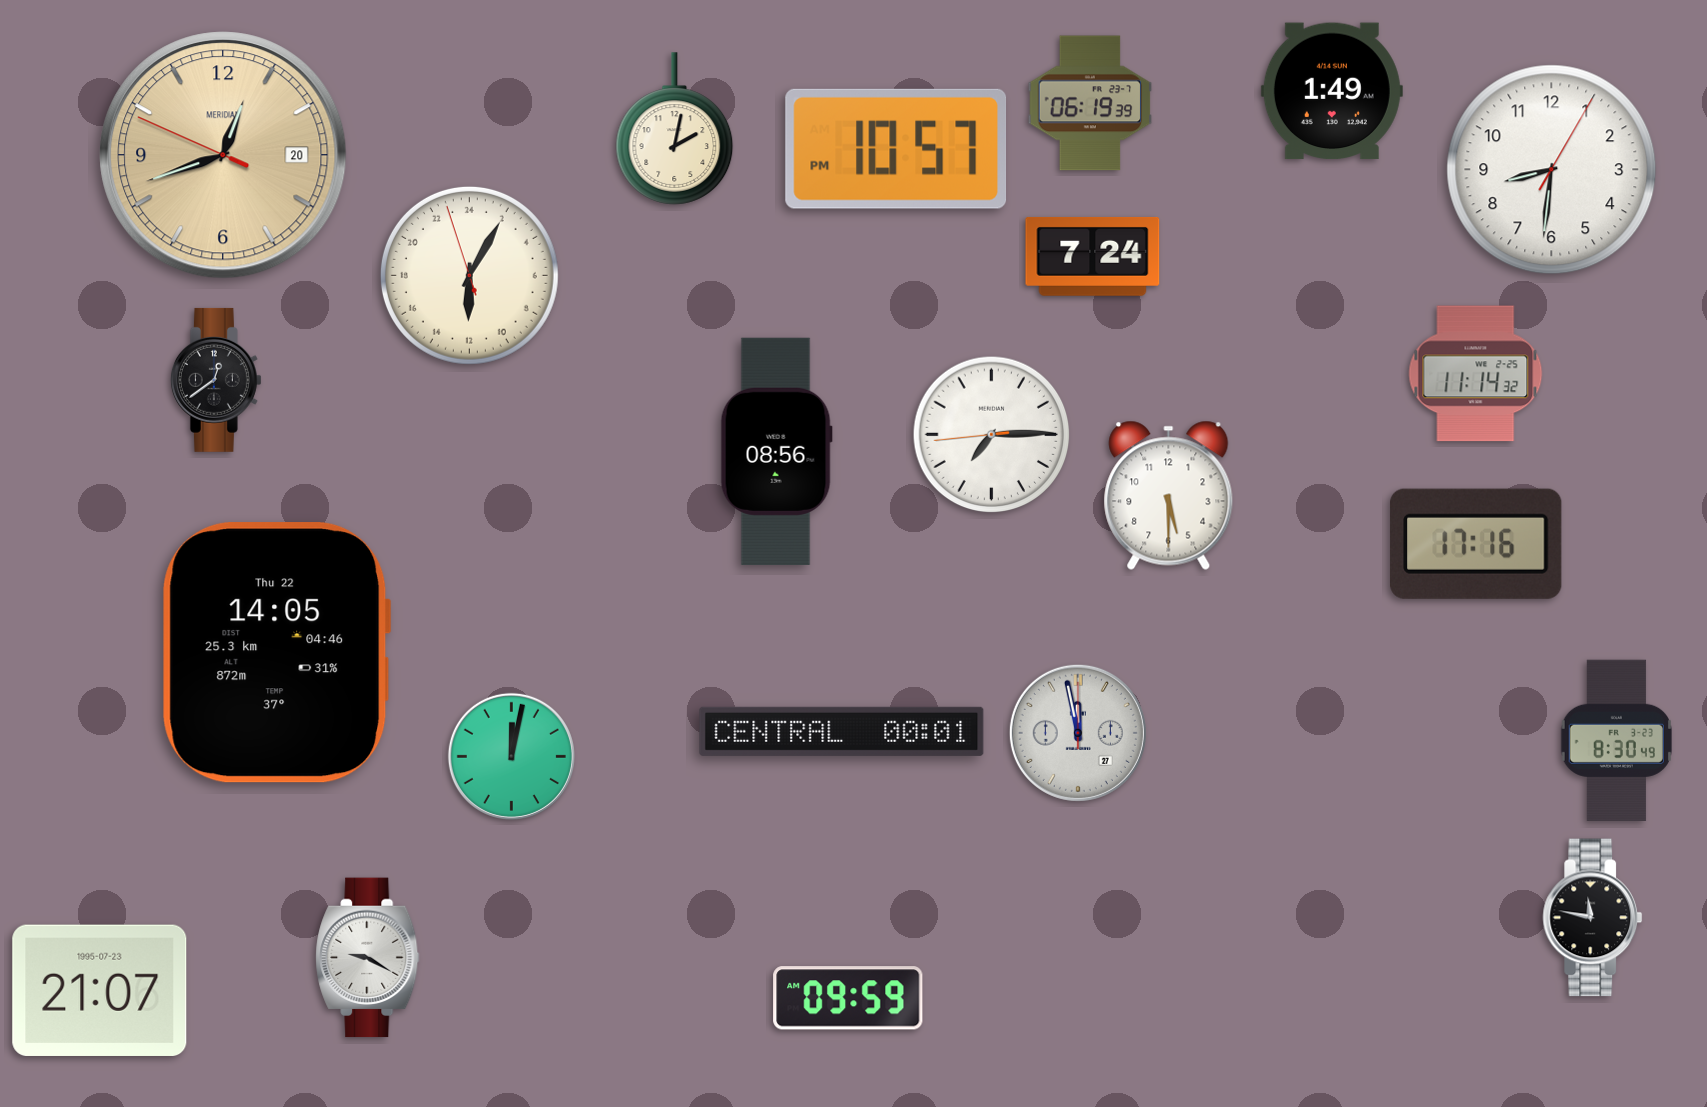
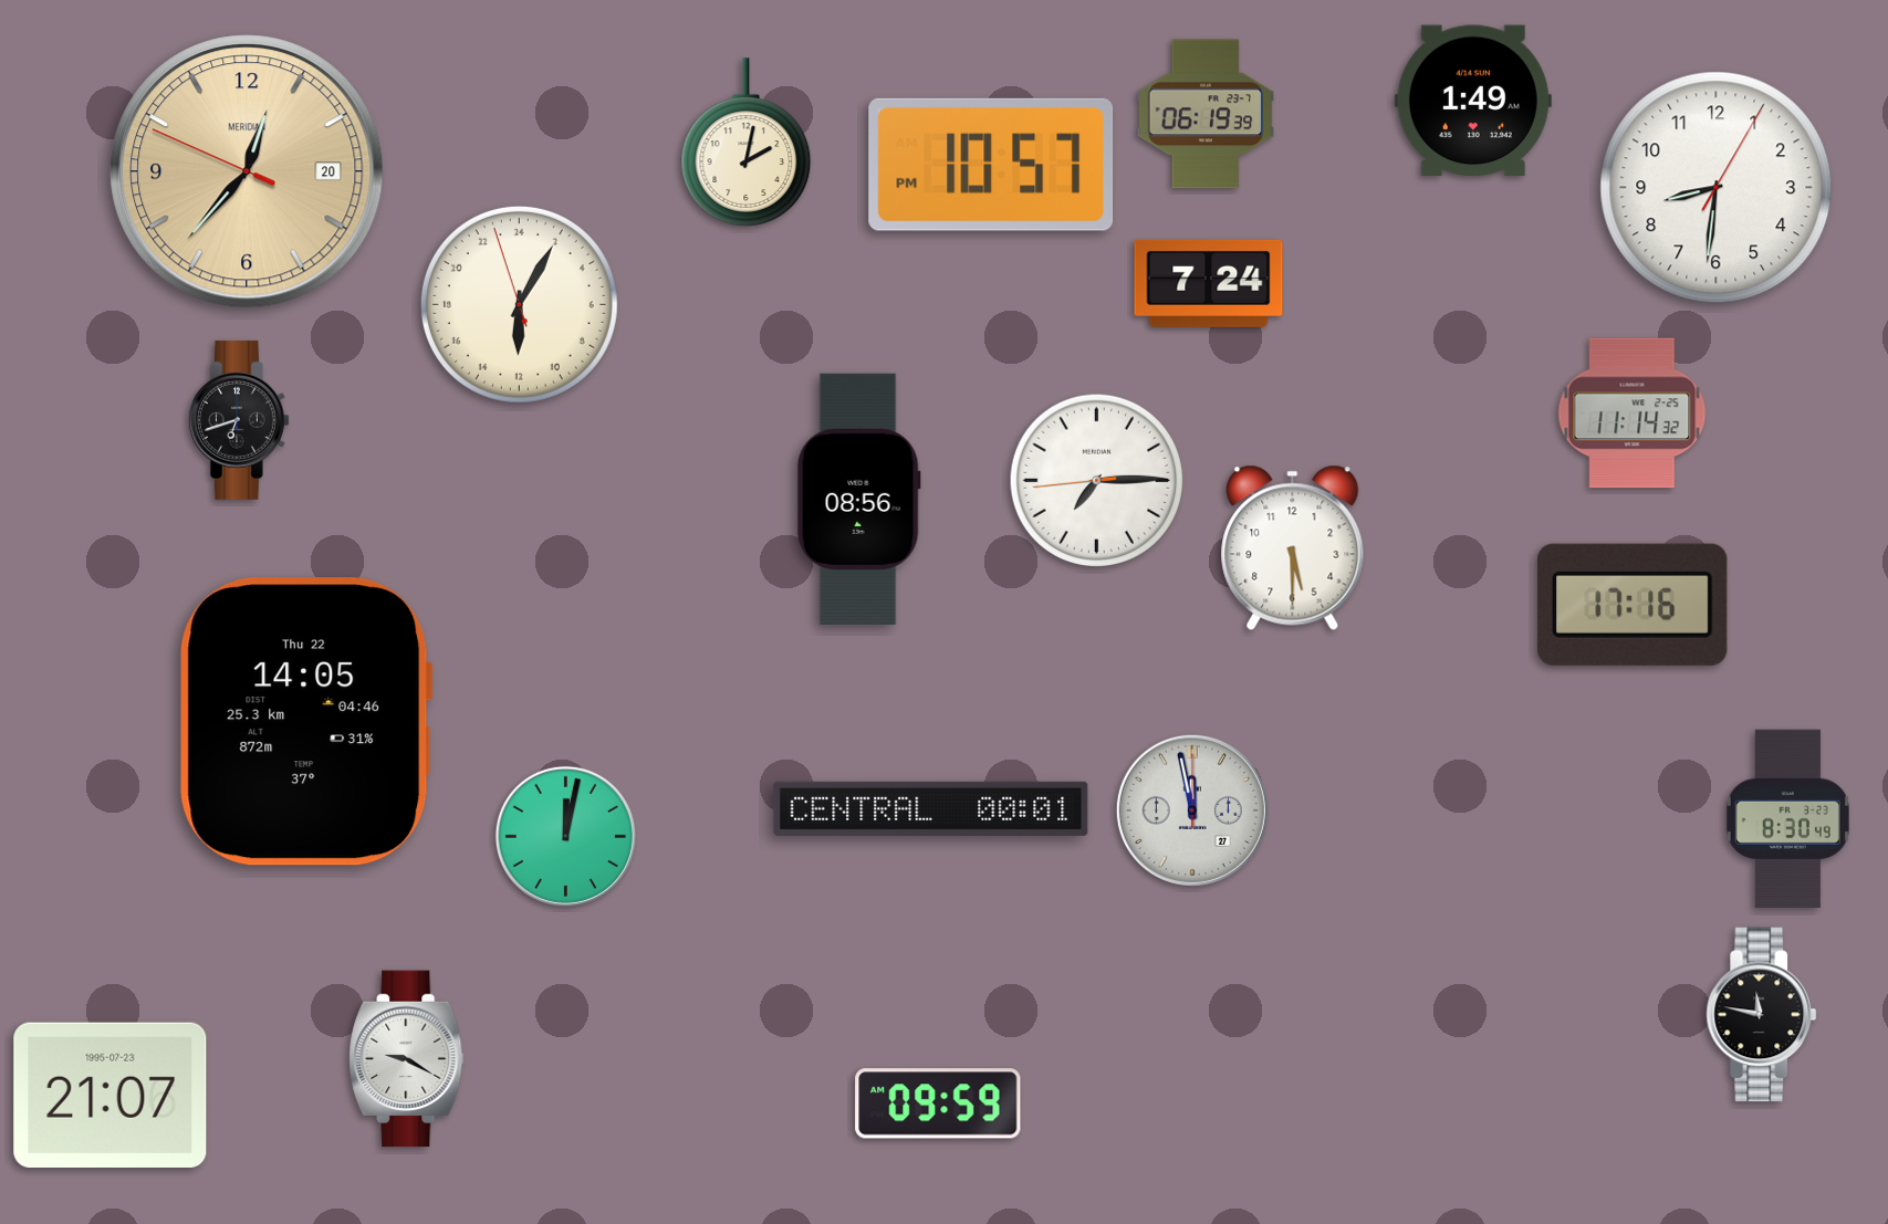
clock at (223, 155): 12:41 -> 12:36
clock at (216, 380): 12:39 -> 6:42
clock at (1476, 544) position: (1476, 544) -> (1633, 605)
